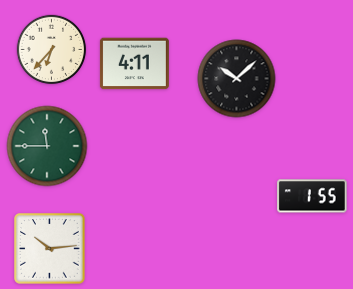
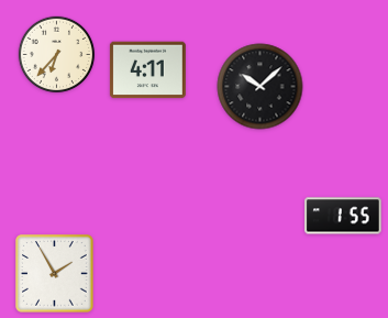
clock at (47, 146): 11:45 -> none
clock at (50, 249): 10:14 -> 1:55
